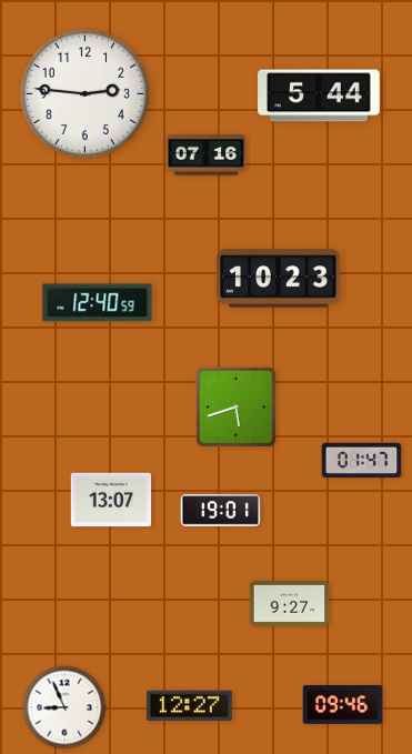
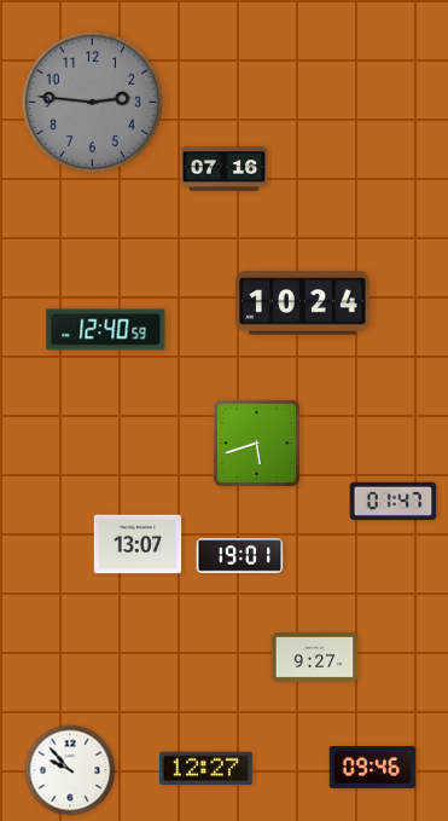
clock at (84, 93) dial: white -> grey
clock at (320, 95): 5:44 -> none
clock at (279, 279): 10:23 -> 10:24
clock at (111, 500) position: (111, 500) -> (138, 544)
clock at (64, 707): 8:56 -> 9:53
